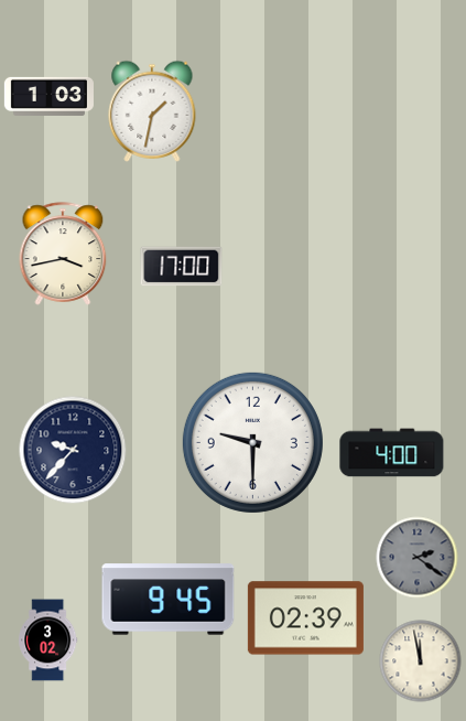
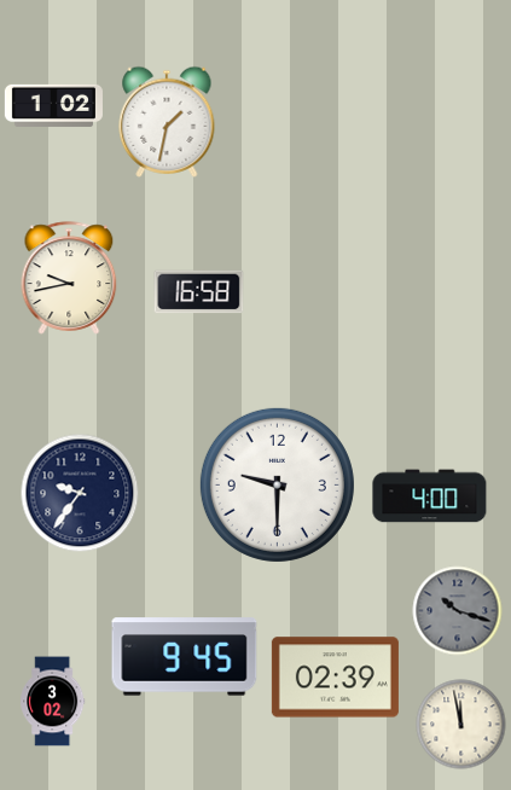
clock at (48, 96): 1:03 -> 1:02
clock at (63, 254): 3:43 -> 9:43
clock at (182, 267): 17:00 -> 16:58
clock at (73, 450): 9:37 -> 9:36
clock at (418, 558): 2:21 -> 10:18
